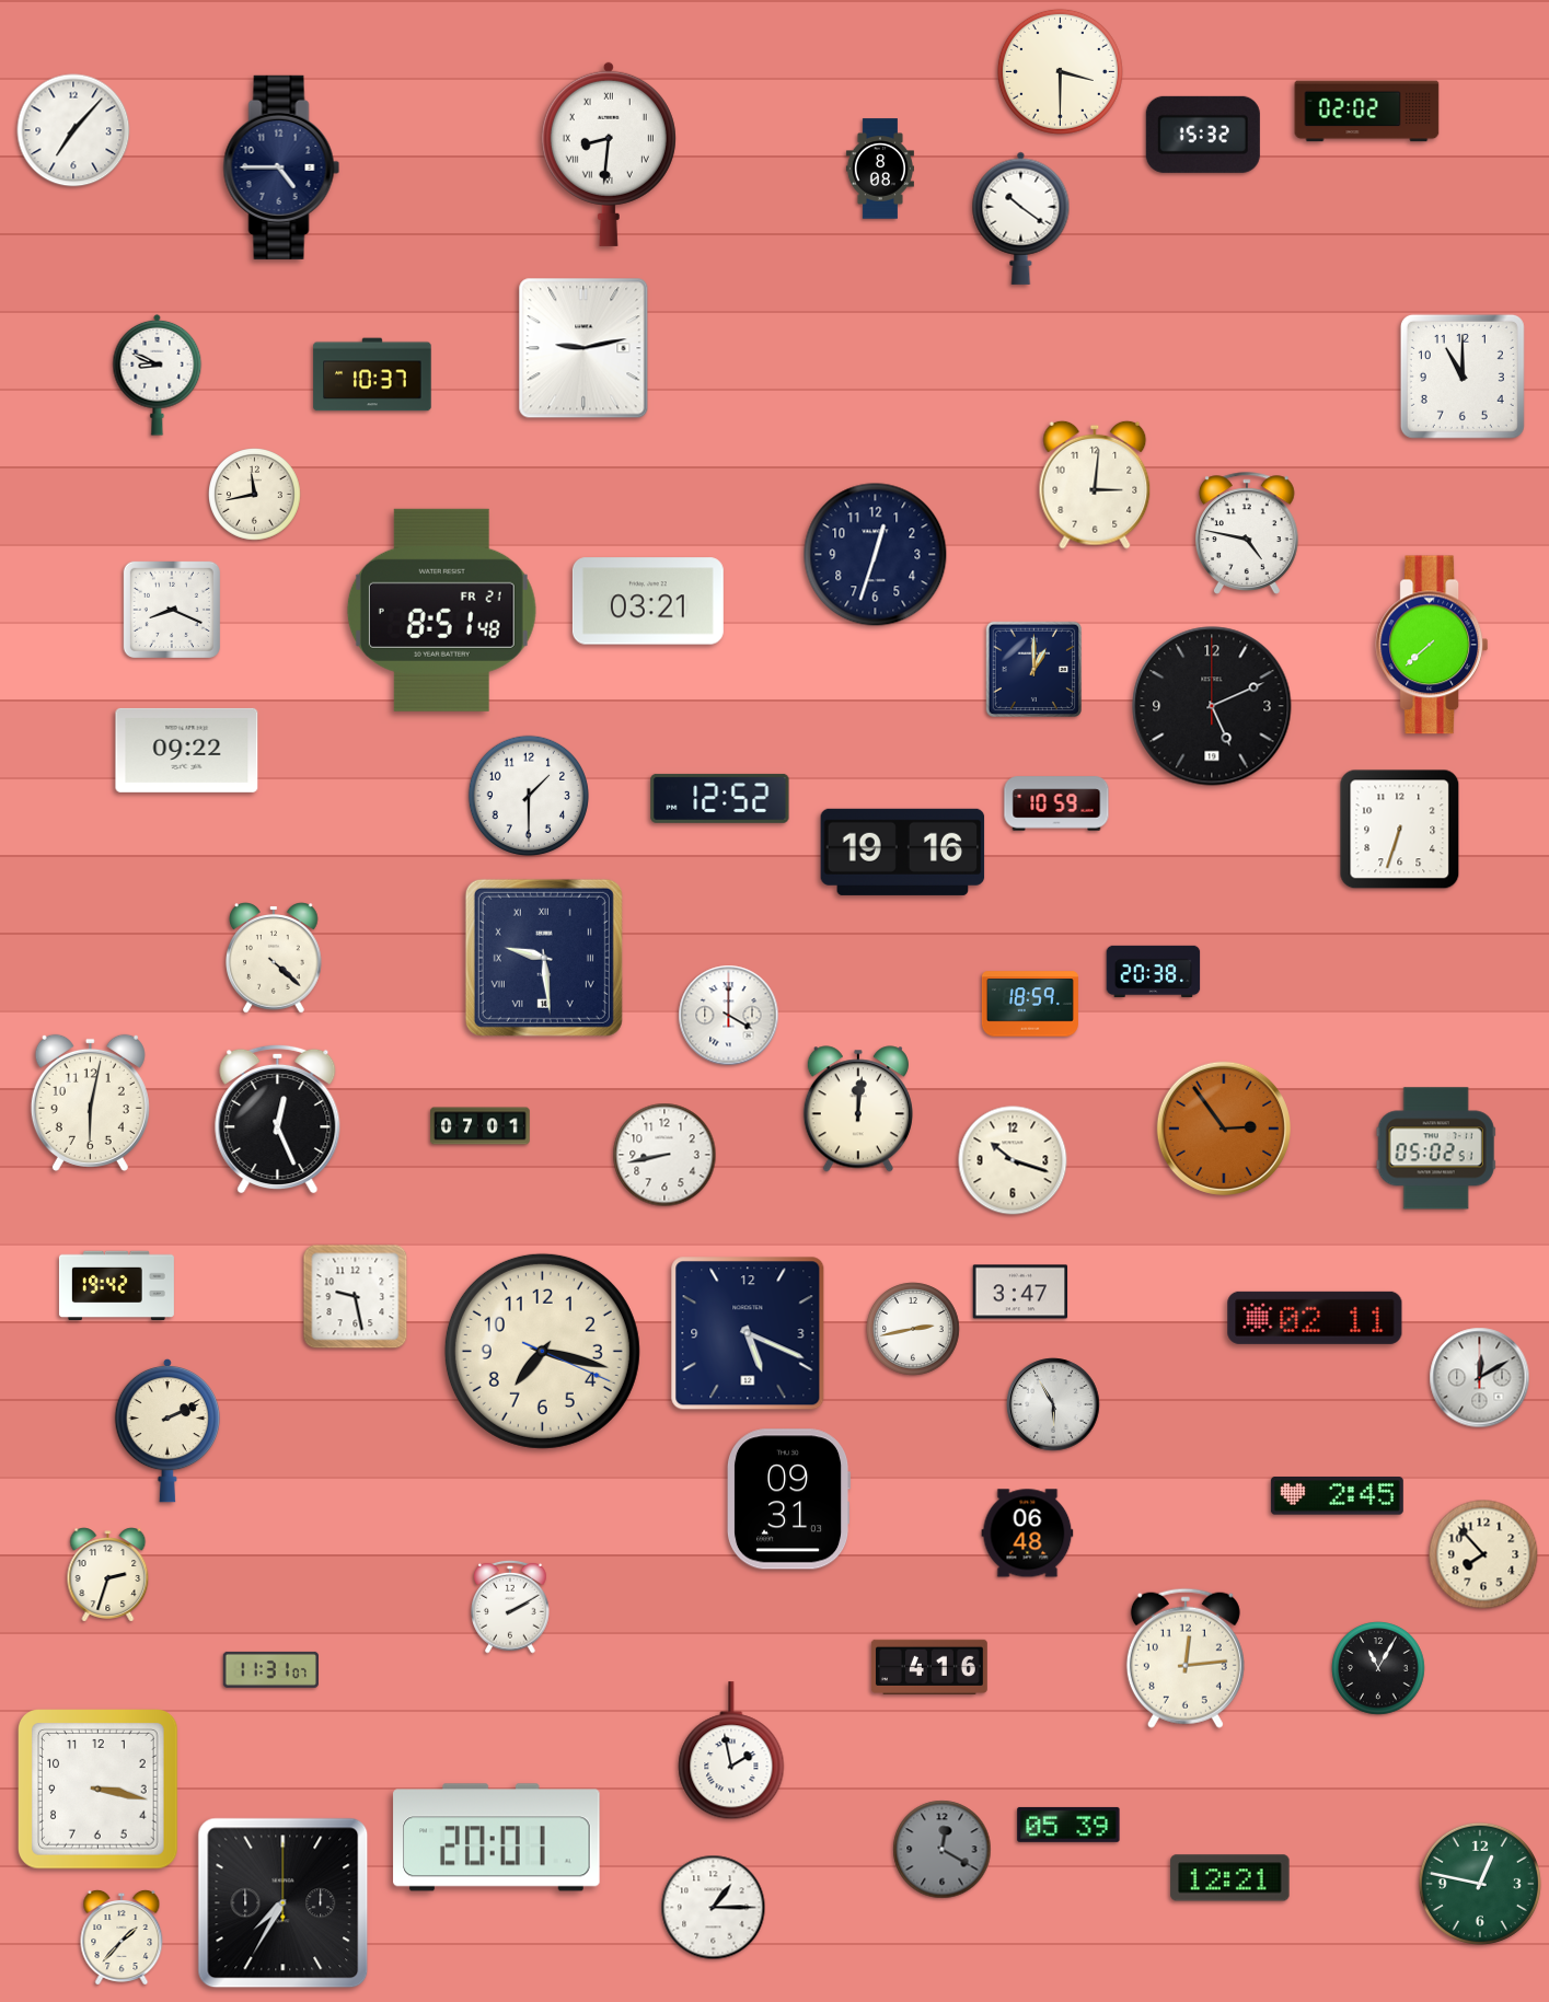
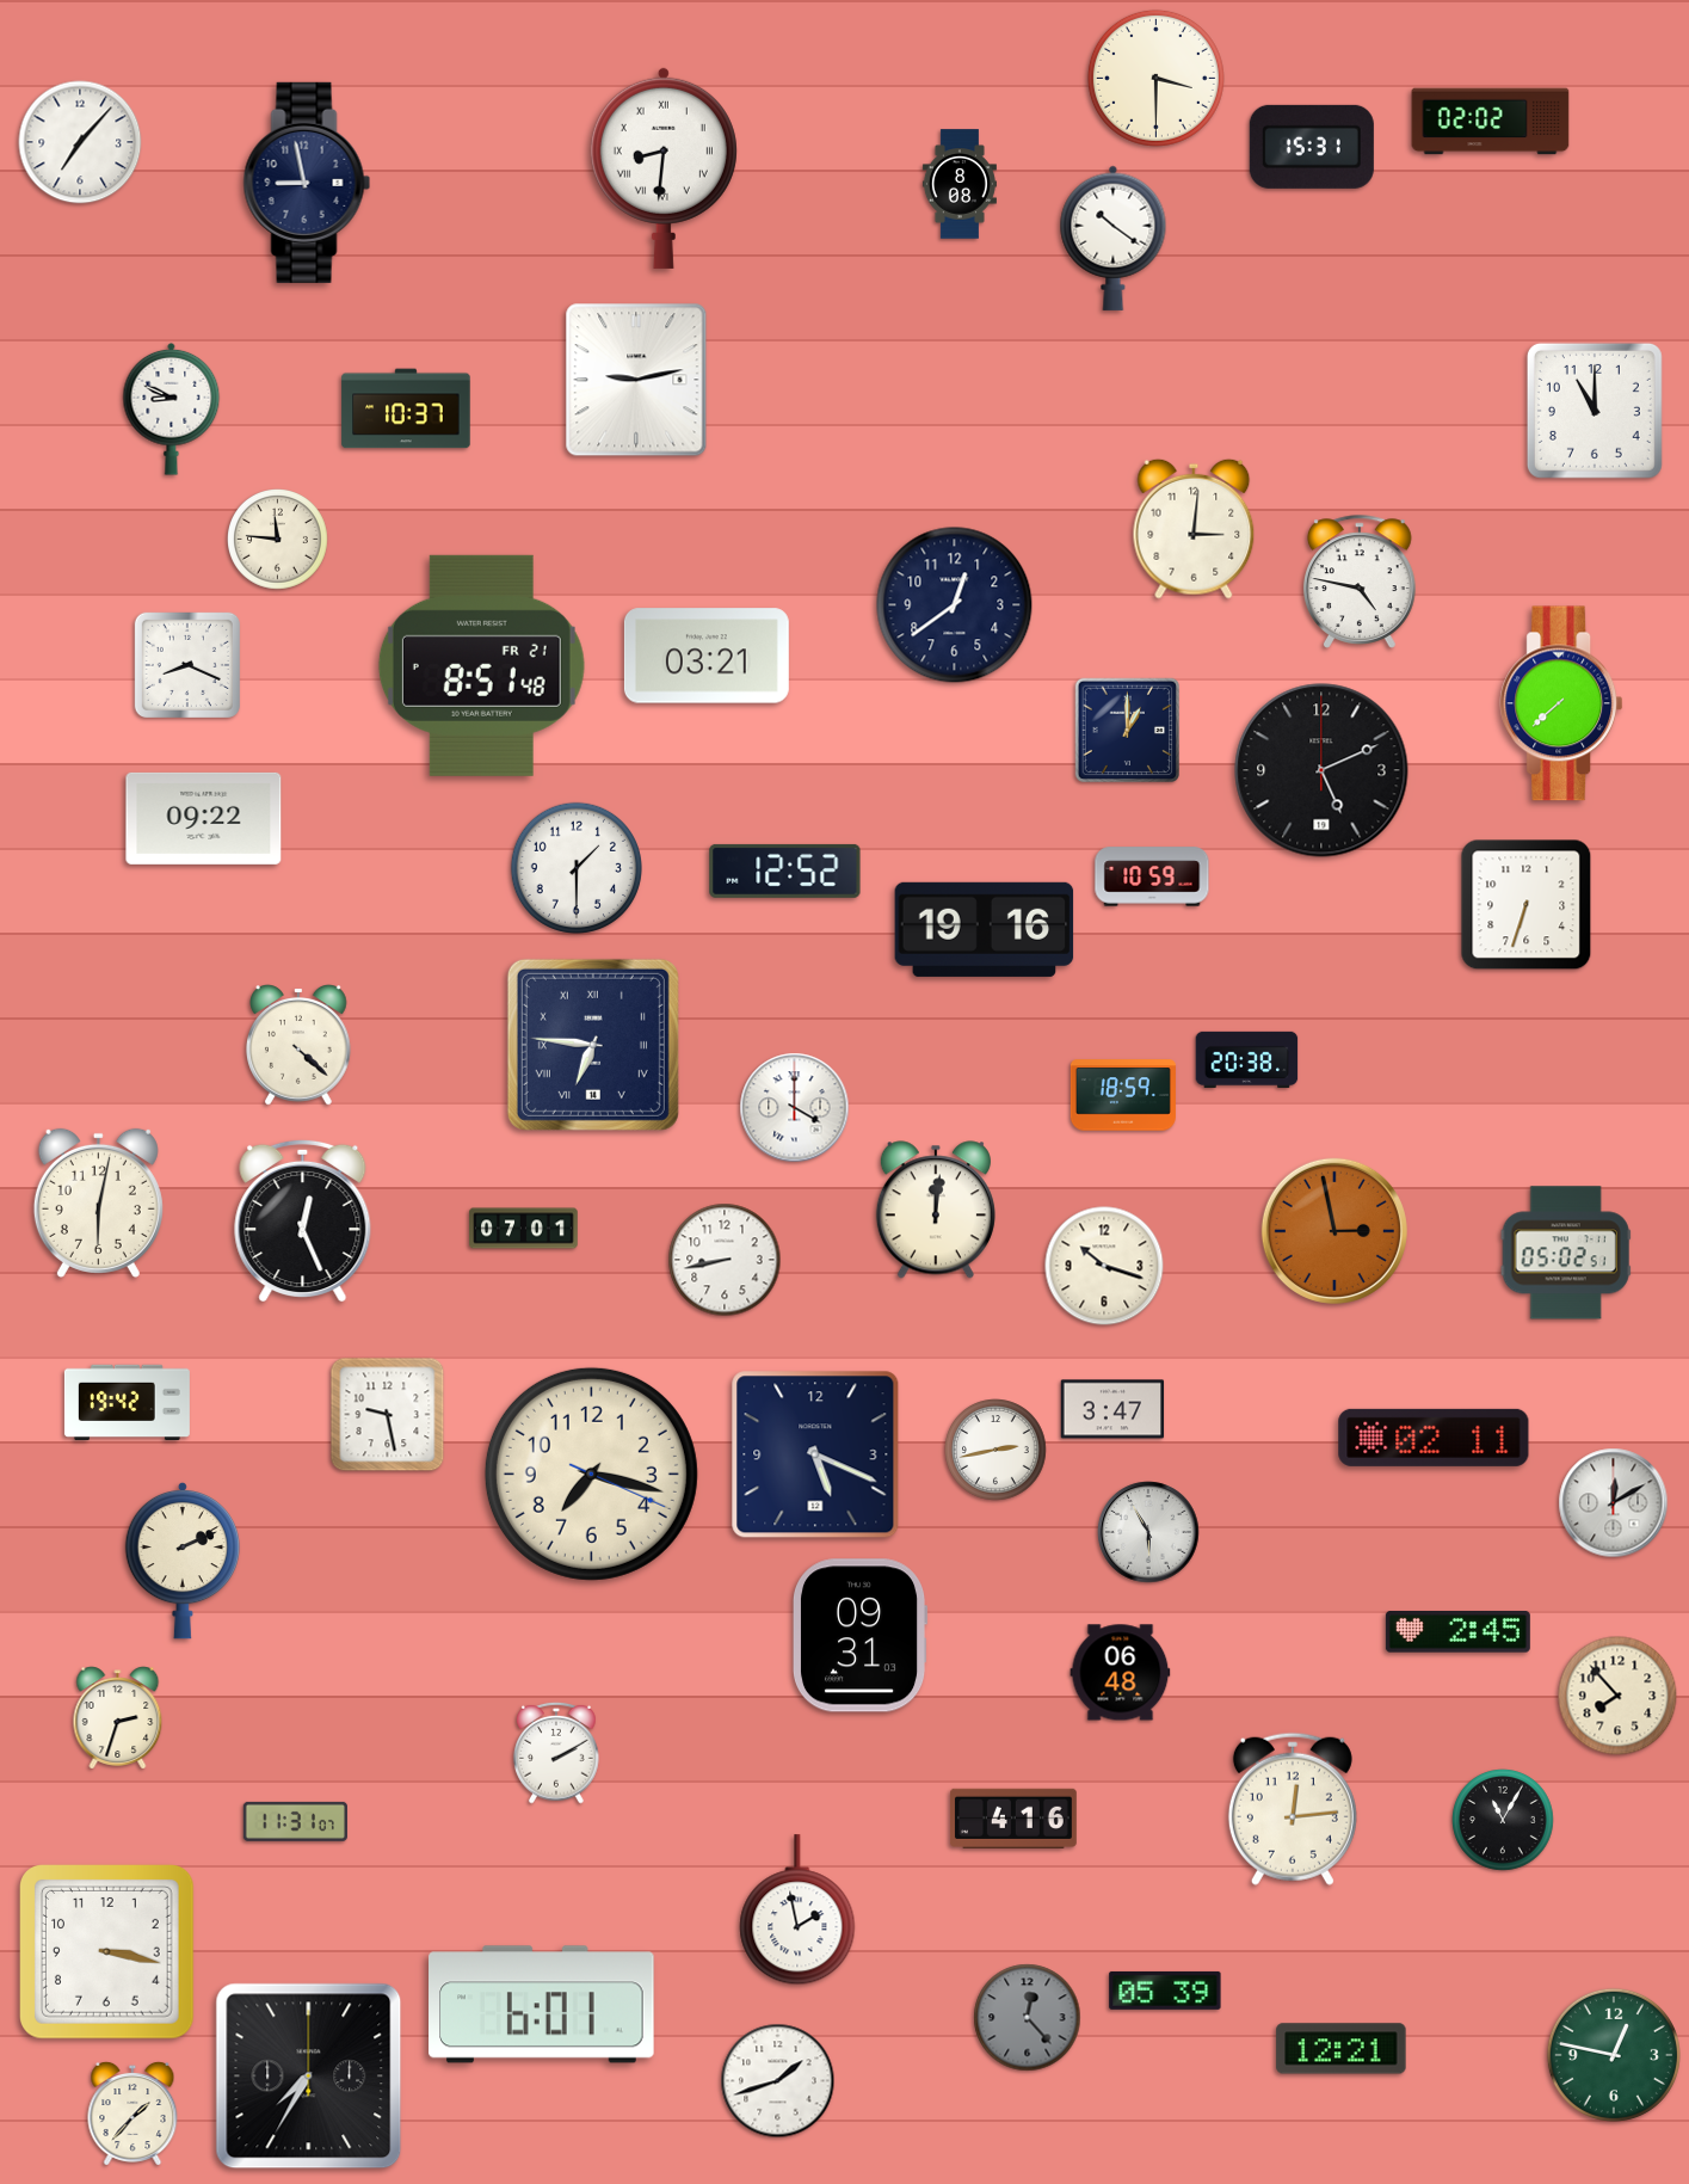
clock at (1203, 135): 15:32 -> 15:31
clock at (281, 167): 4:45 -> 8:58
clock at (255, 495): 11:43 -> 11:46
clock at (876, 555): 12:33 -> 12:39
clock at (544, 958): 9:29 -> 6:46
clock at (1154, 971) position: (1154, 971) -> (1247, 1059)
clock at (1224, 1129): 2:54 -> 2:58
clock at (497, 1838): 20:01 -> 6:01
clock at (943, 1850): 12:20 -> 12:23
clock at (714, 1908): 1:15 -> 1:42
